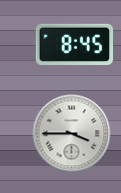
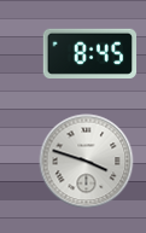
clock at (71, 133): 3:45 -> 3:48
